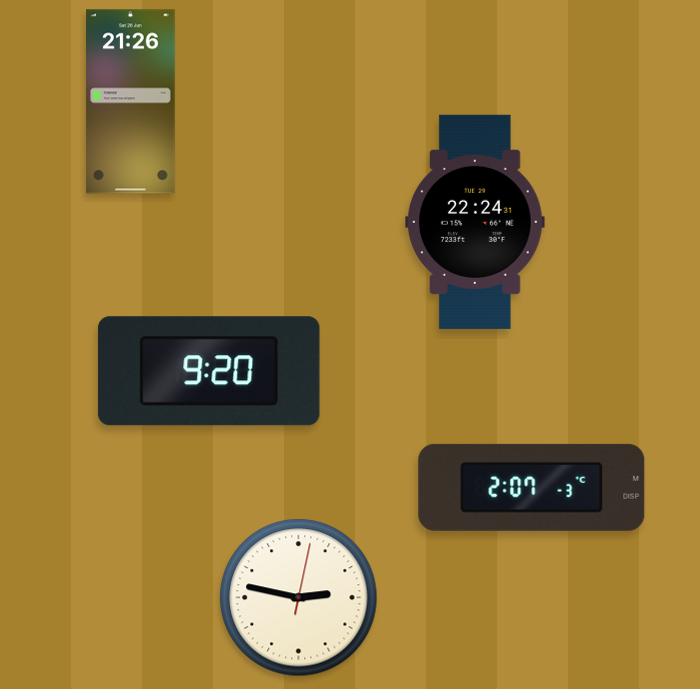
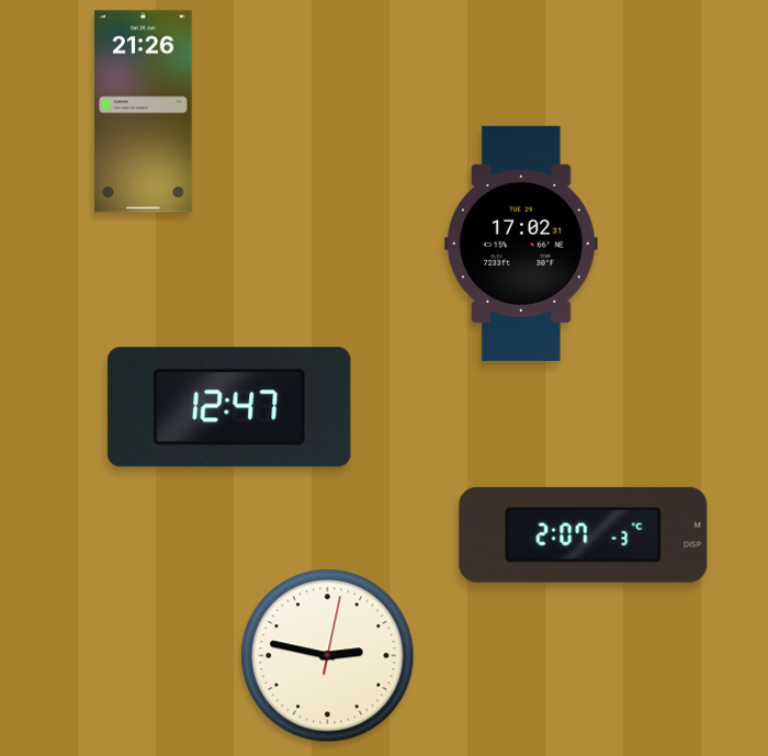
clock at (476, 222): 22:24 -> 17:02
clock at (209, 371): 9:20 -> 12:47
